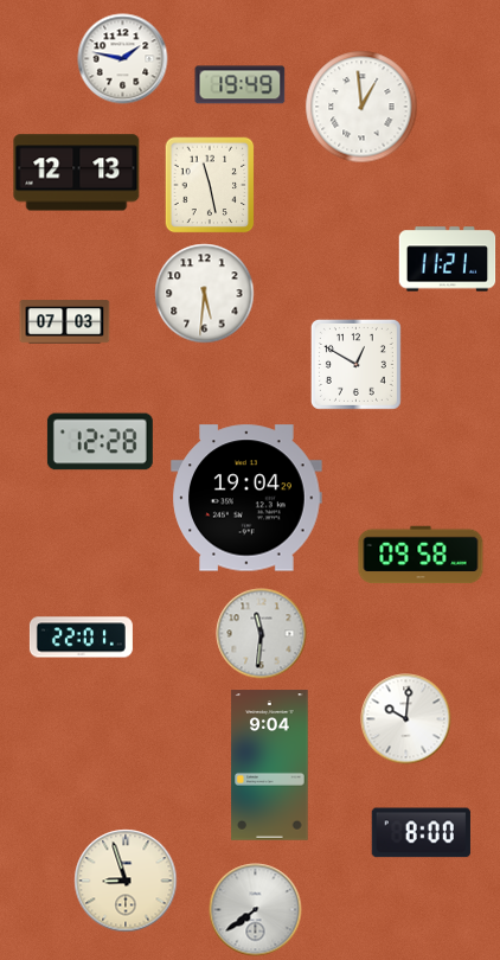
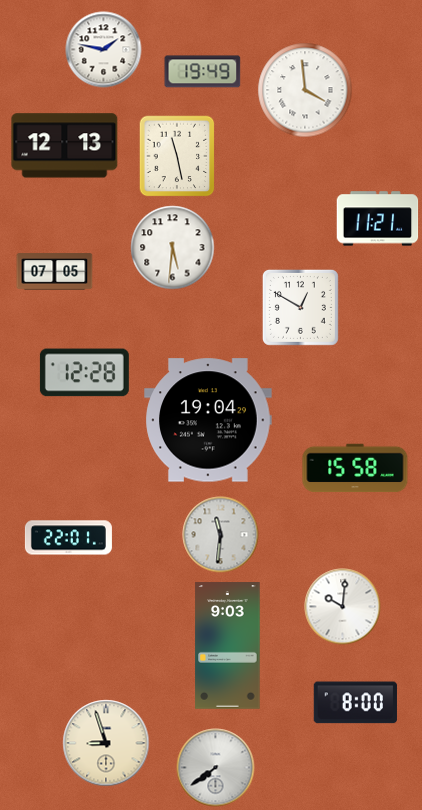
clock at (361, 107): 12:59 -> 3:59
clock at (65, 322): 07:03 -> 07:05
clock at (421, 555): 09:58 -> 15:58
clock at (270, 766): 9:04 -> 9:03
